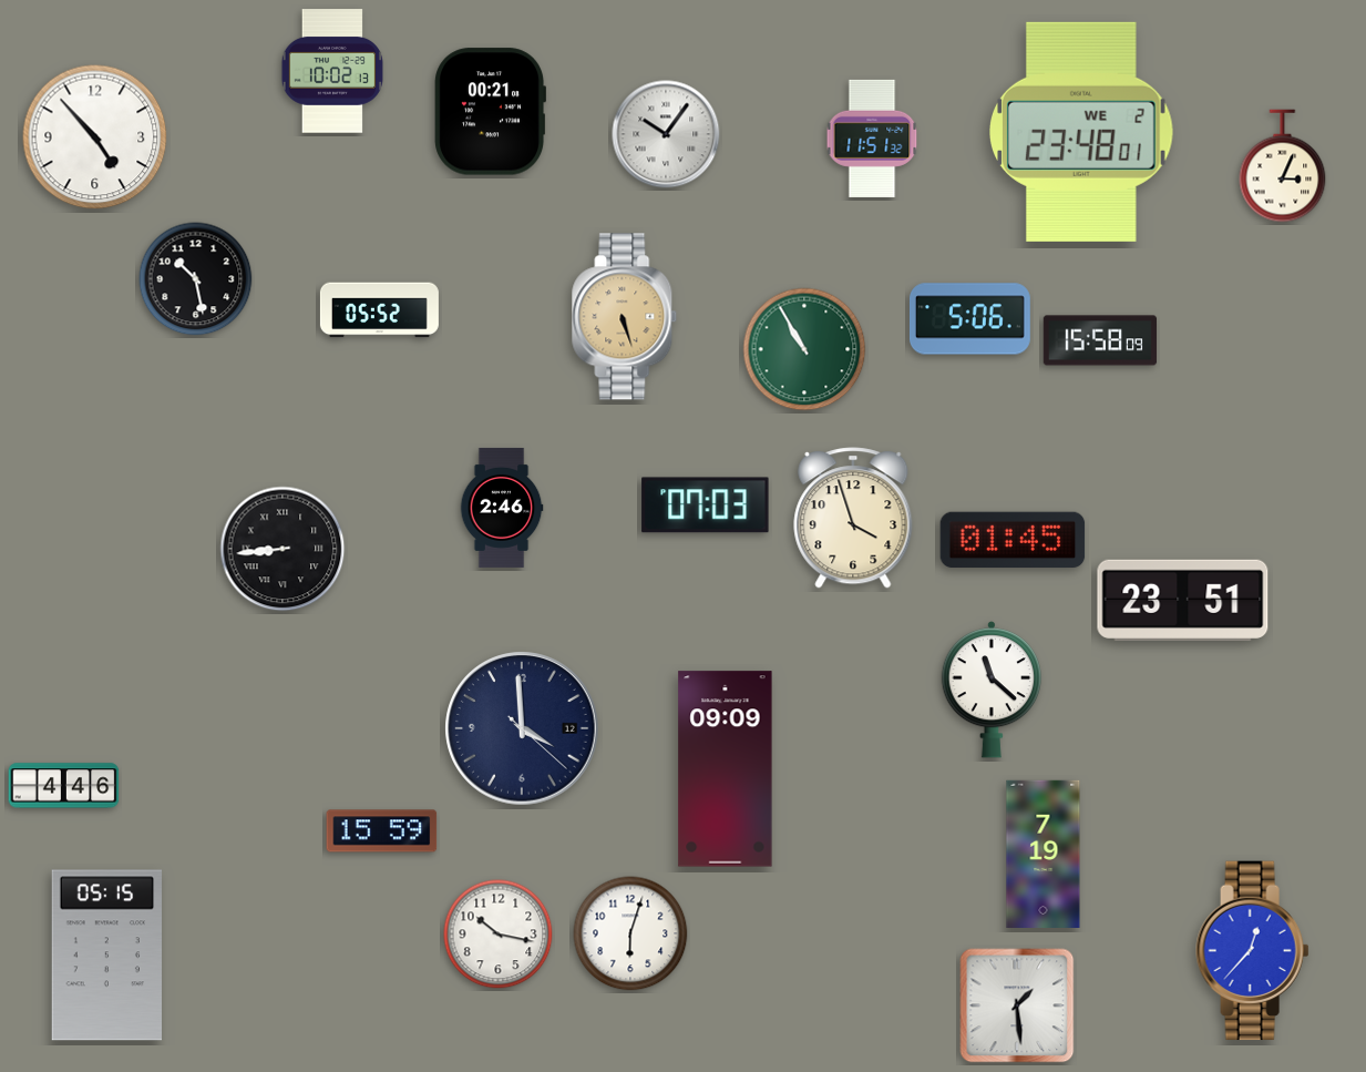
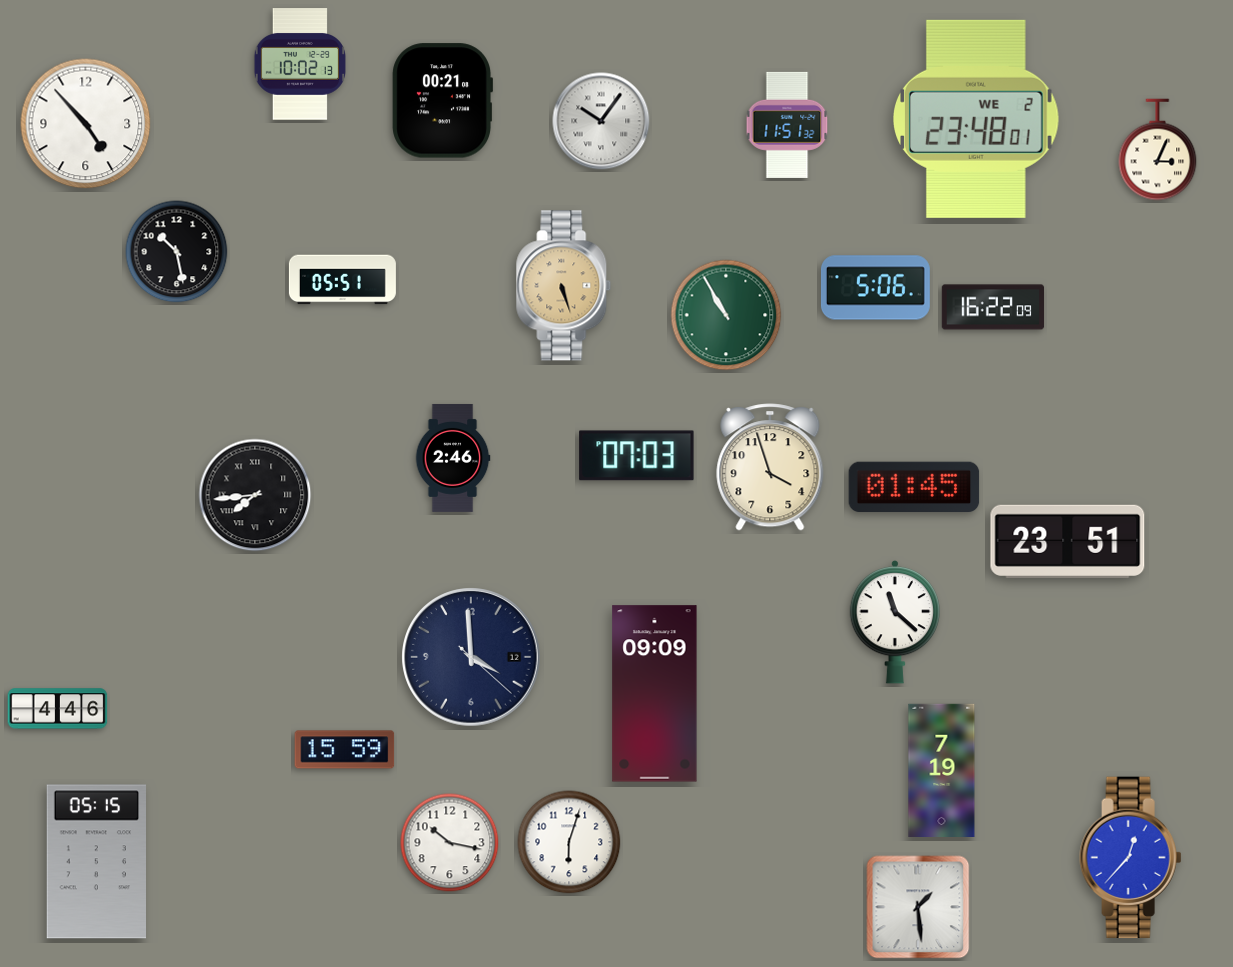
clock at (379, 310): 05:52 -> 05:51
clock at (1100, 340): 15:58 -> 16:22
clock at (283, 549): 8:44 -> 7:44
